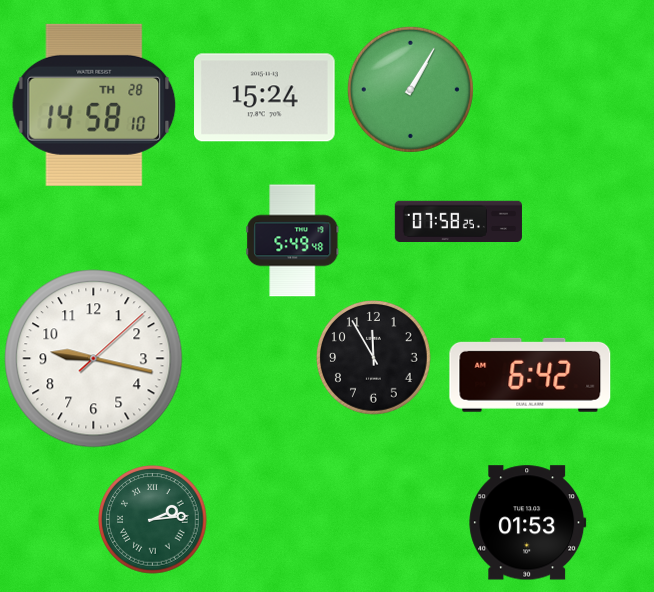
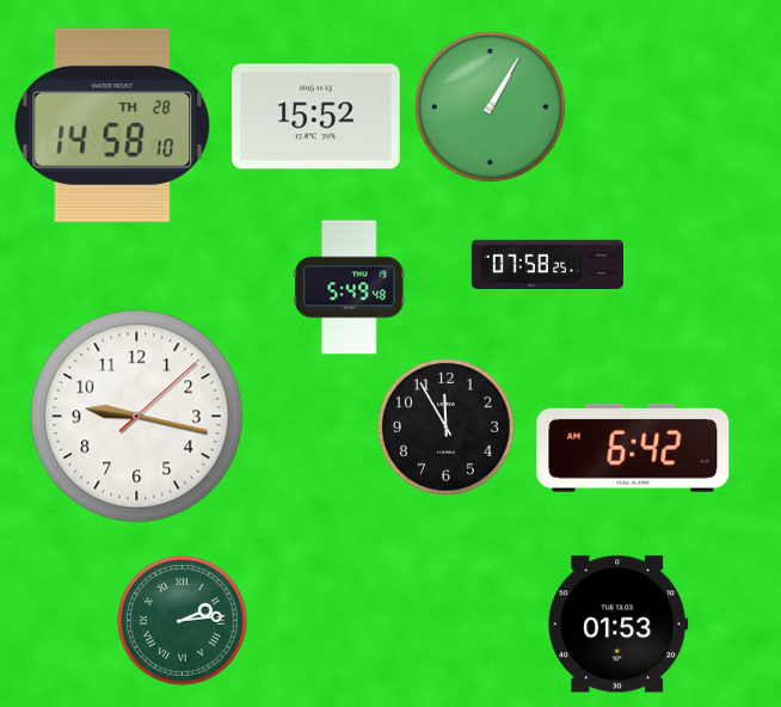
clock at (265, 98): 15:24 -> 15:52
clock at (94, 359) position: (94, 359) -> (137, 417)
clock at (528, 523) position: (528, 523) -> (619, 625)
